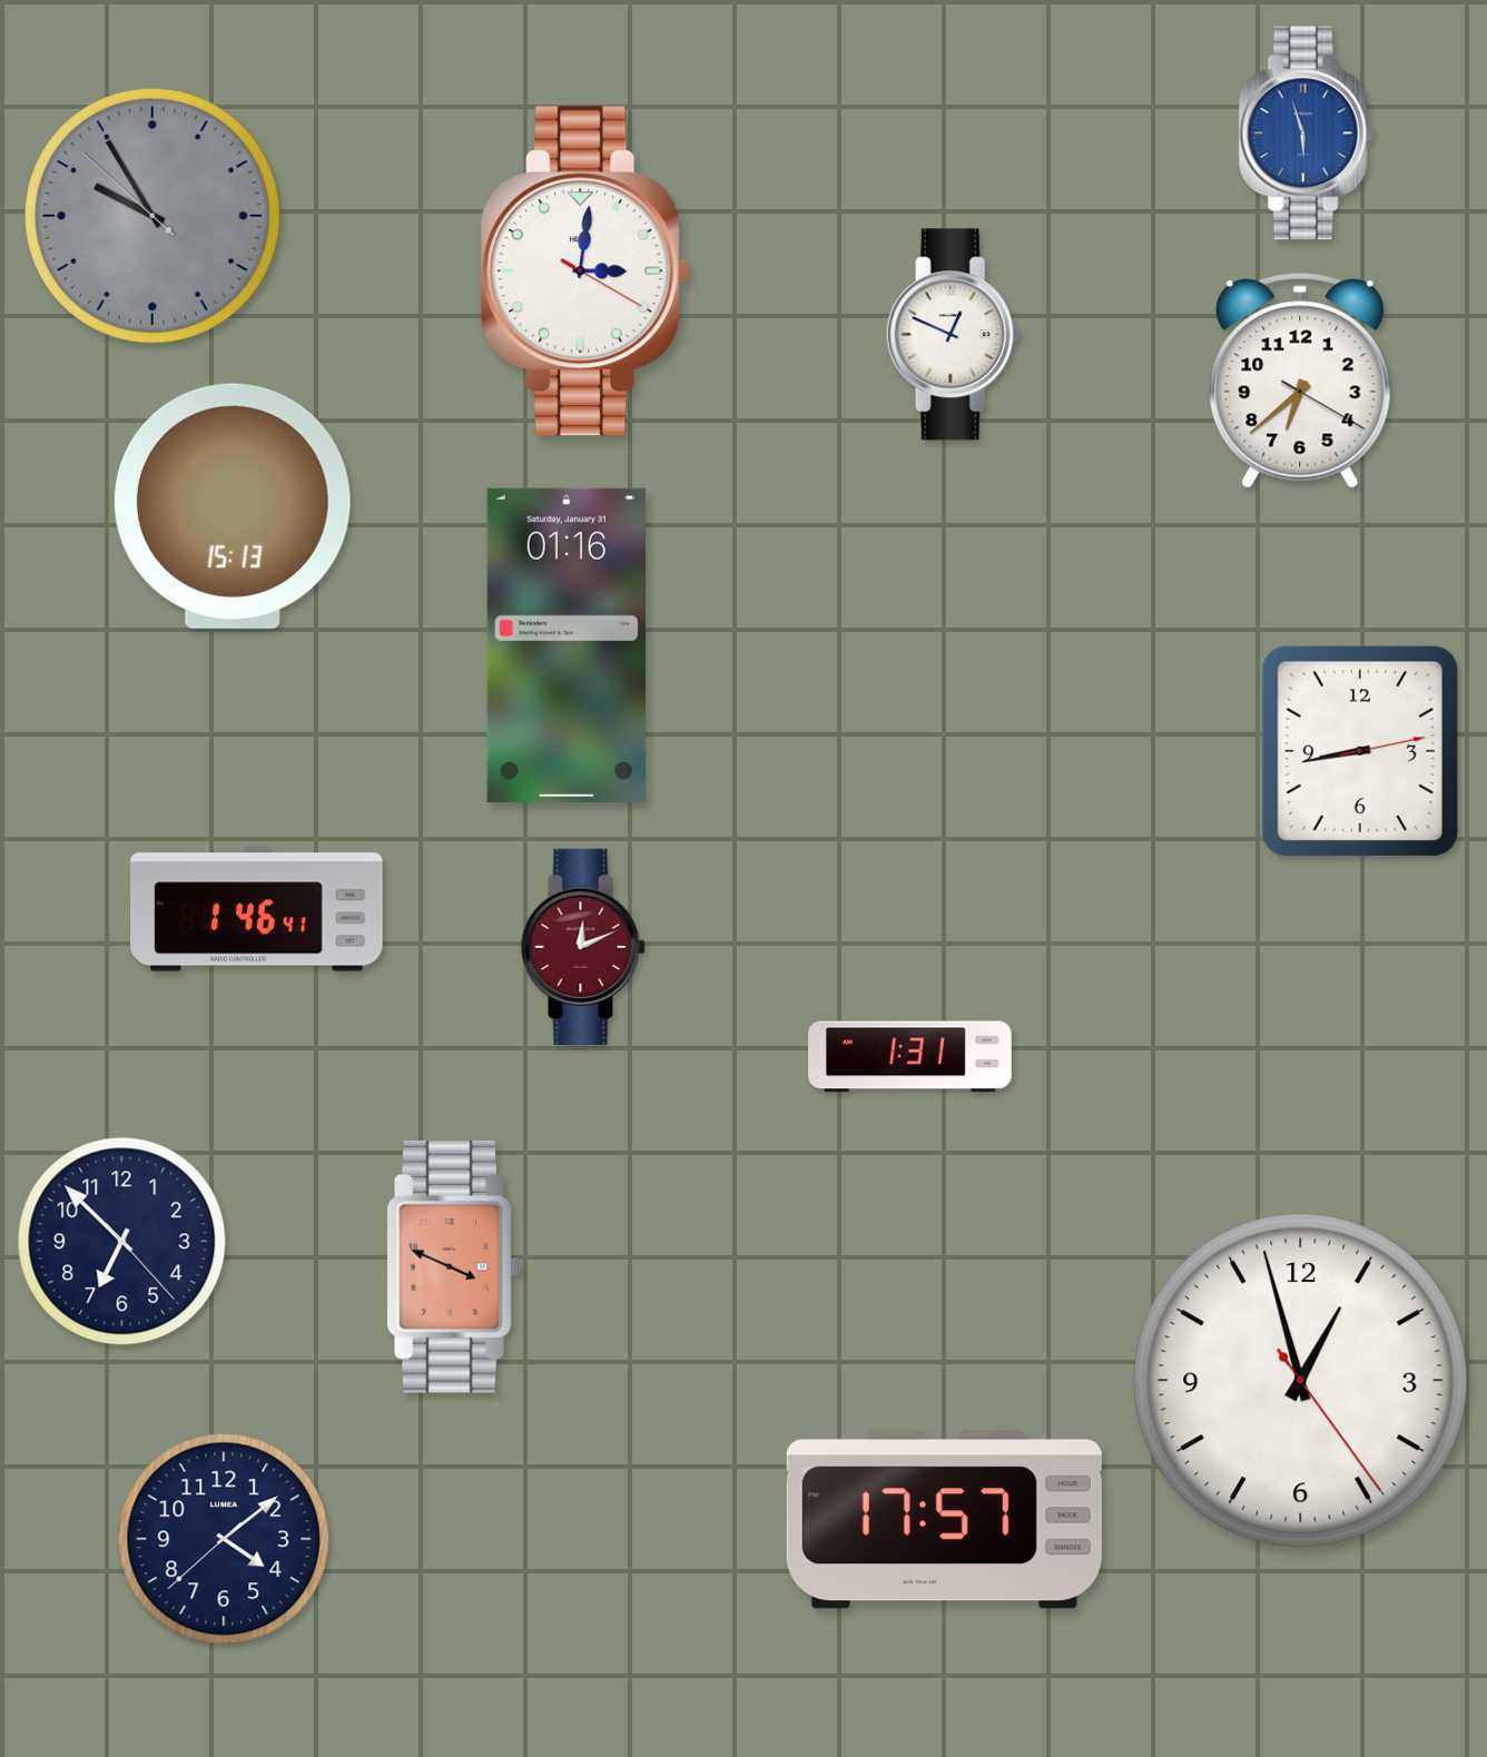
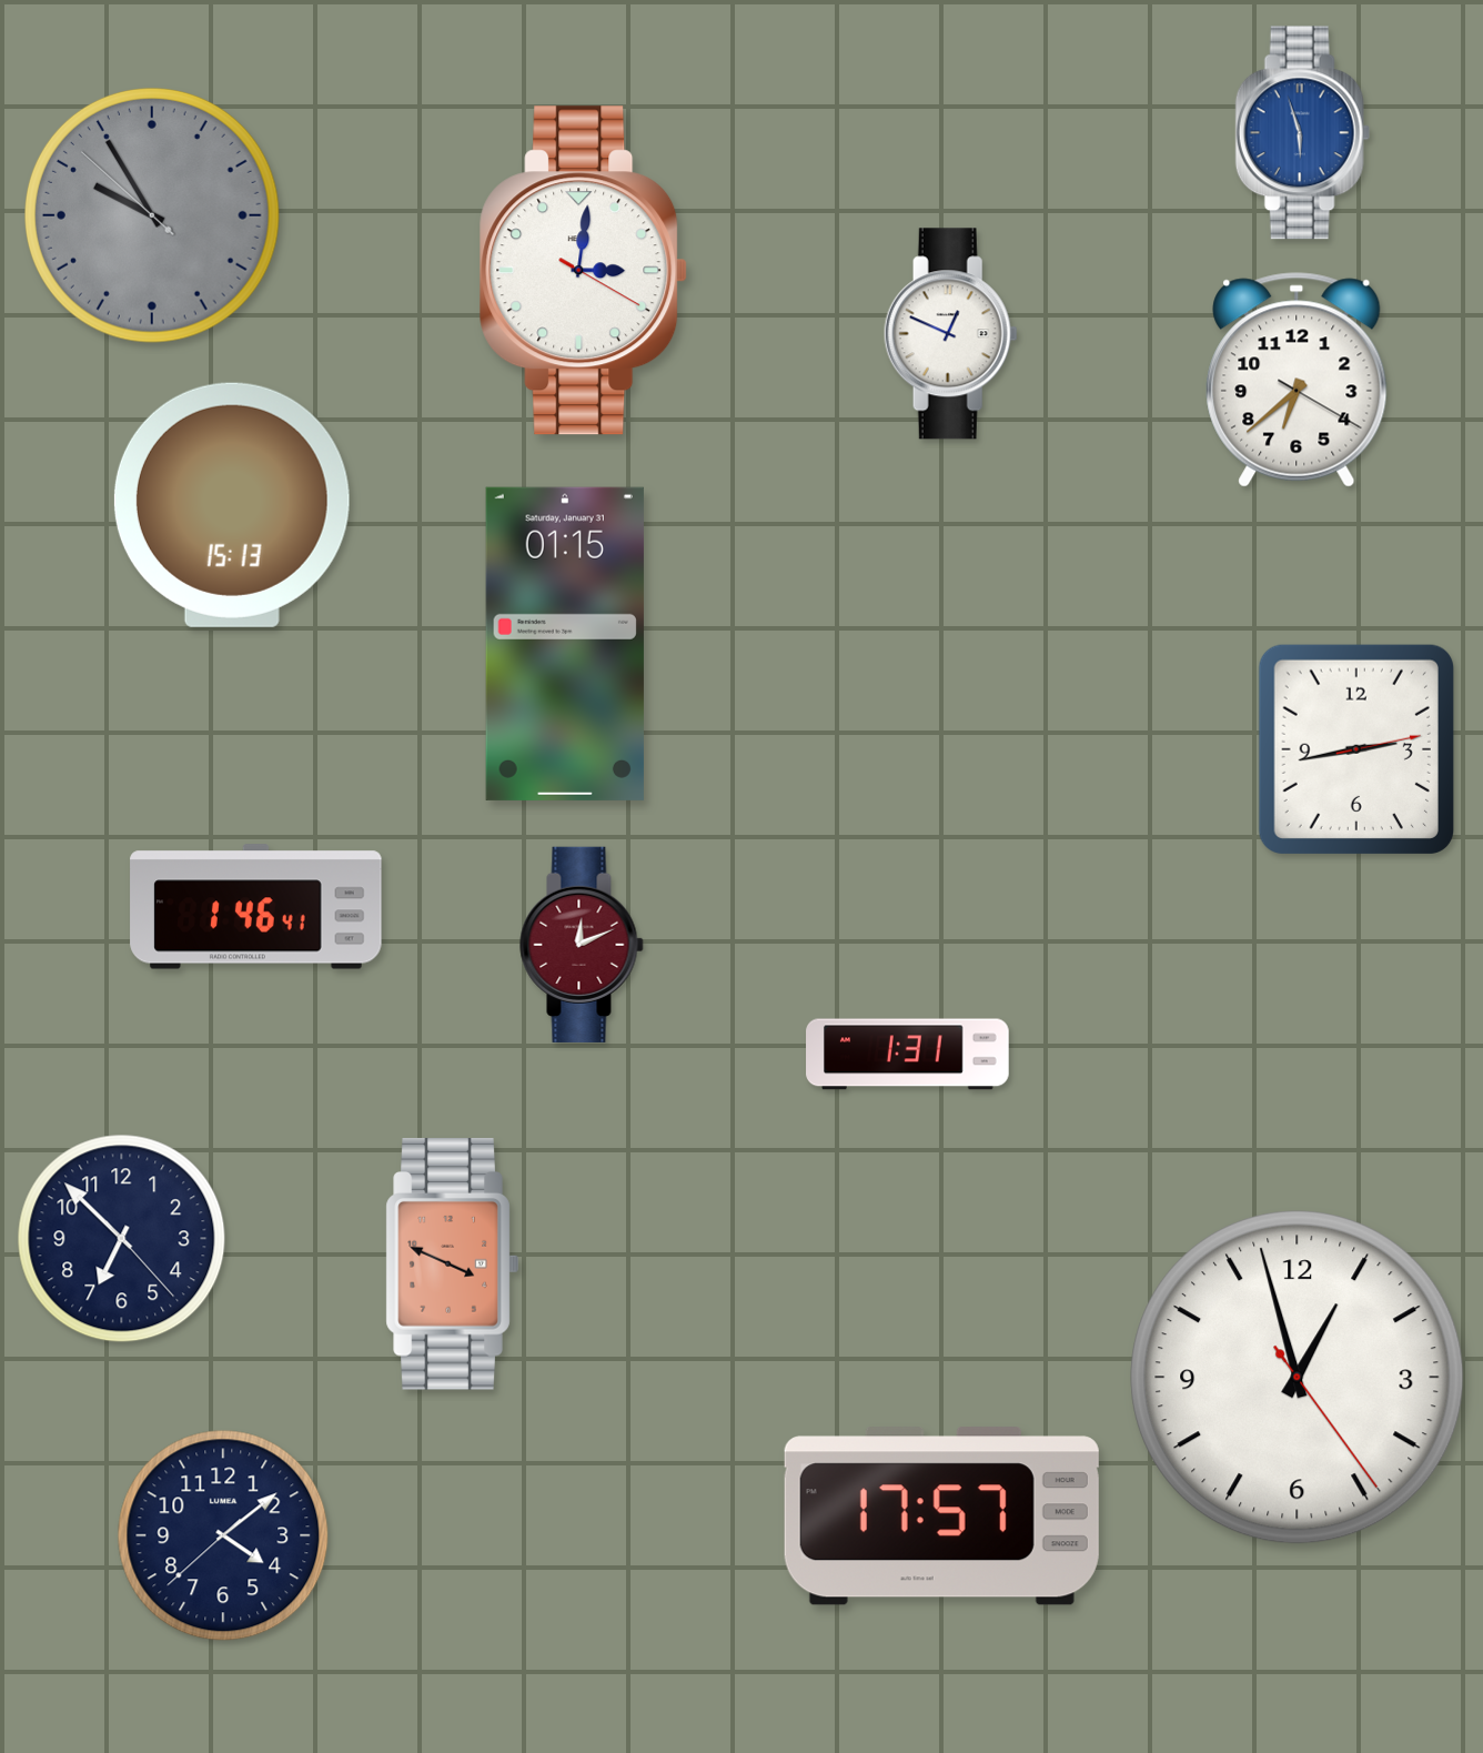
clock at (567, 645): 01:16 -> 01:15
clock at (1360, 751): 8:43 -> 2:43
